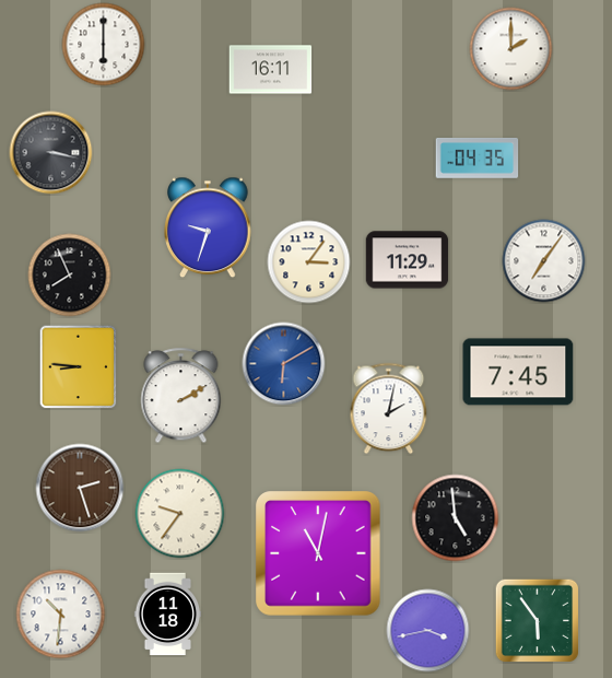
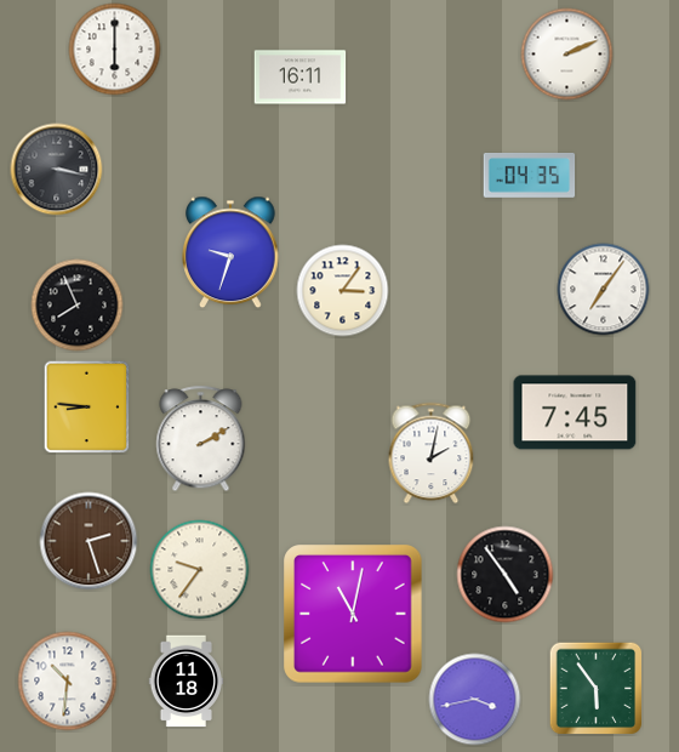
clock at (511, 49): 2:00 -> 2:11
clock at (408, 260): 11:29 -> none
clock at (284, 364): 6:10 -> none
clock at (456, 518): 4:59 -> 4:54
